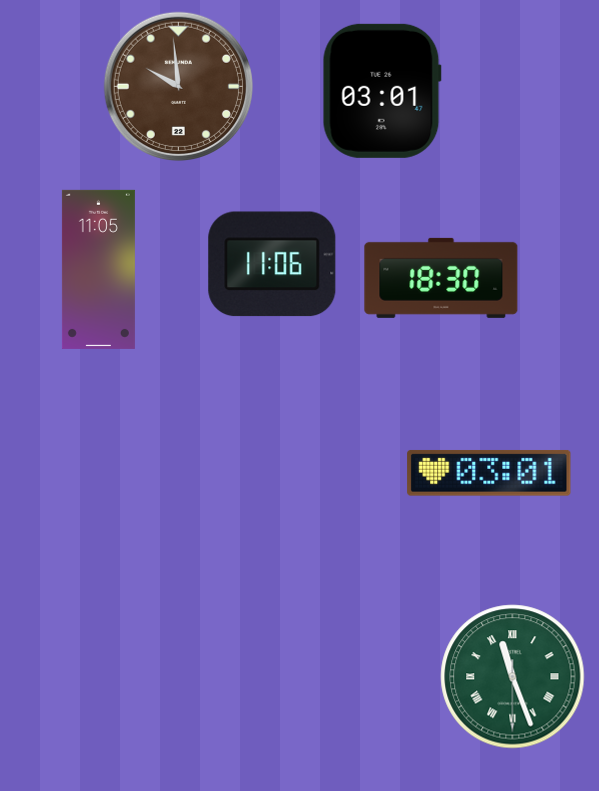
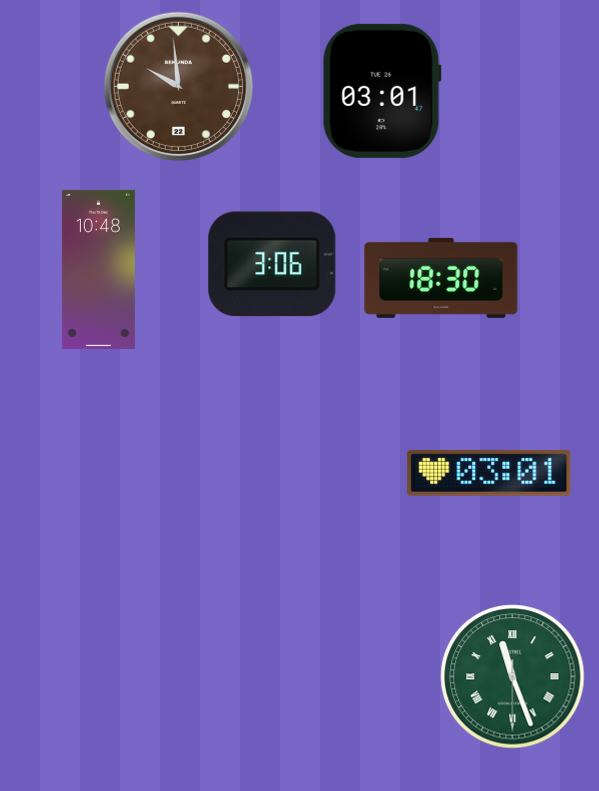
clock at (272, 264): 11:06 -> 3:06
clock at (98, 269): 11:05 -> 10:48
